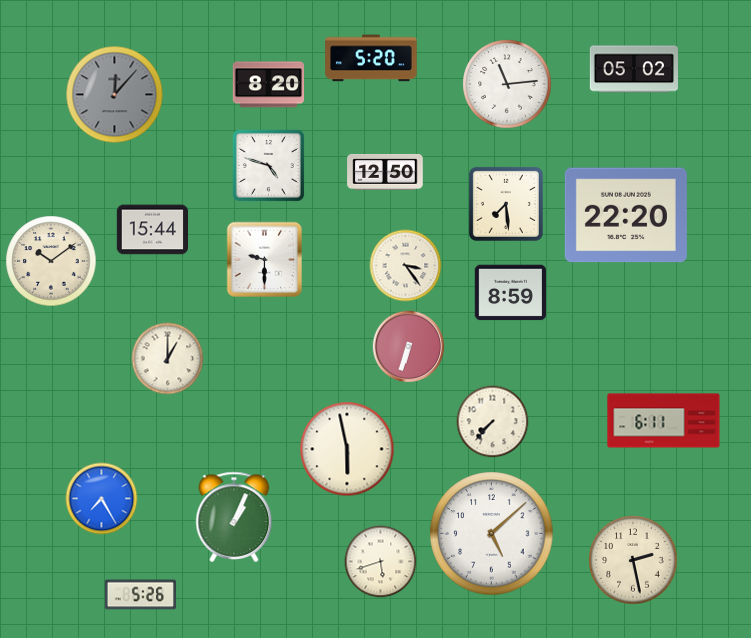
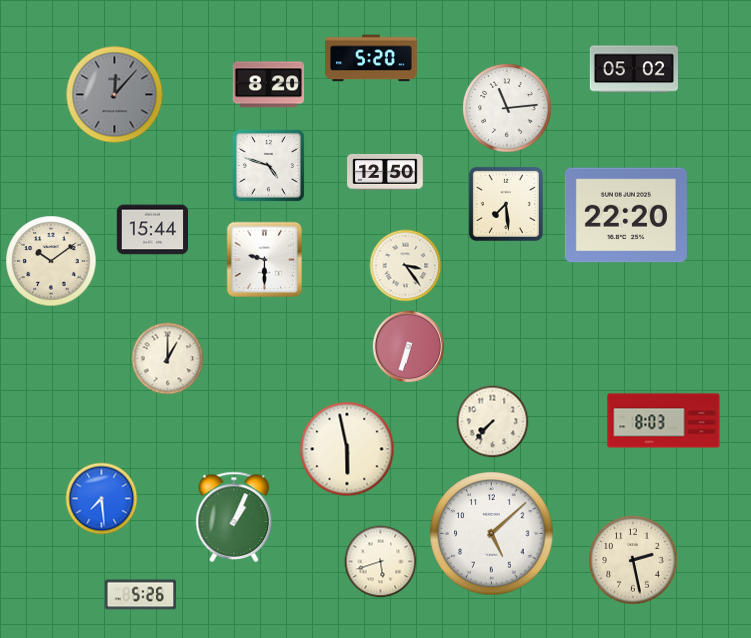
clock at (507, 84) position: (507, 84) -> (507, 108)
clock at (511, 293): 8:59 -> none
clock at (664, 421): 6:11 -> 8:03
clock at (102, 499): 7:25 -> 7:29
